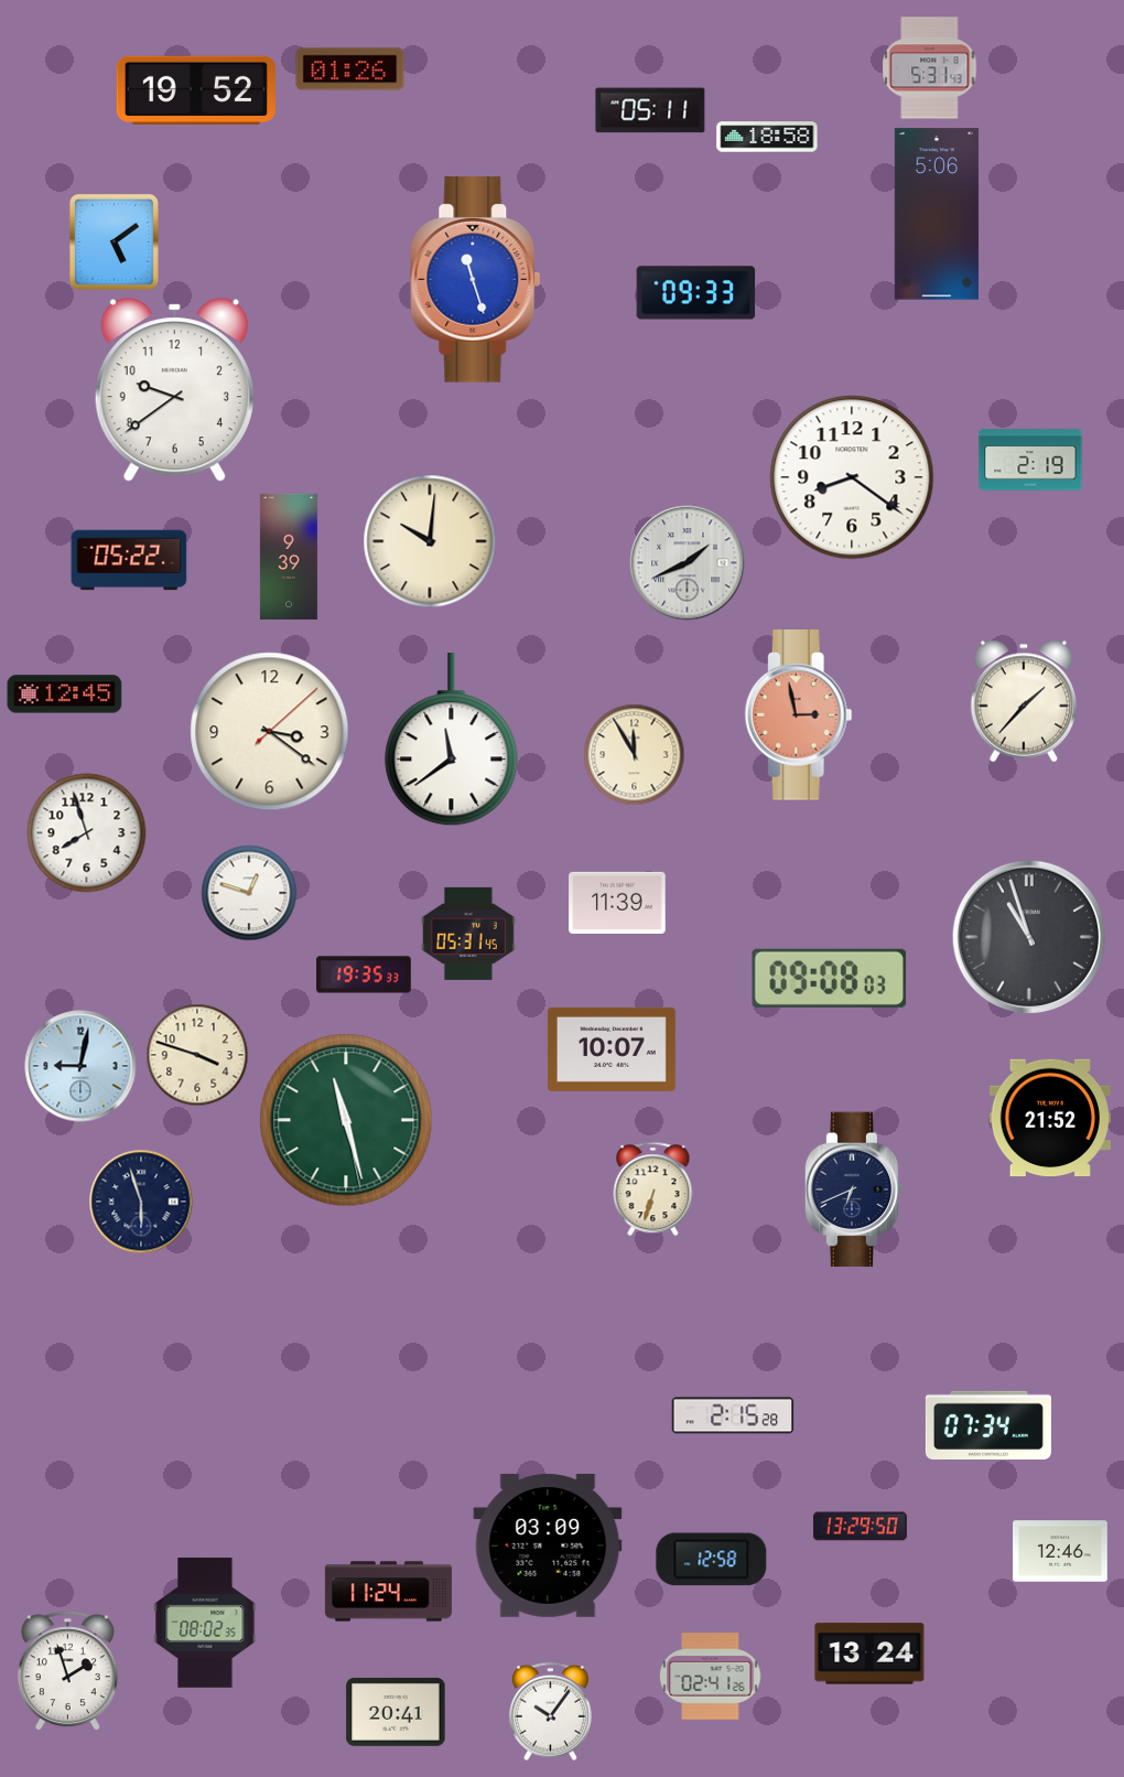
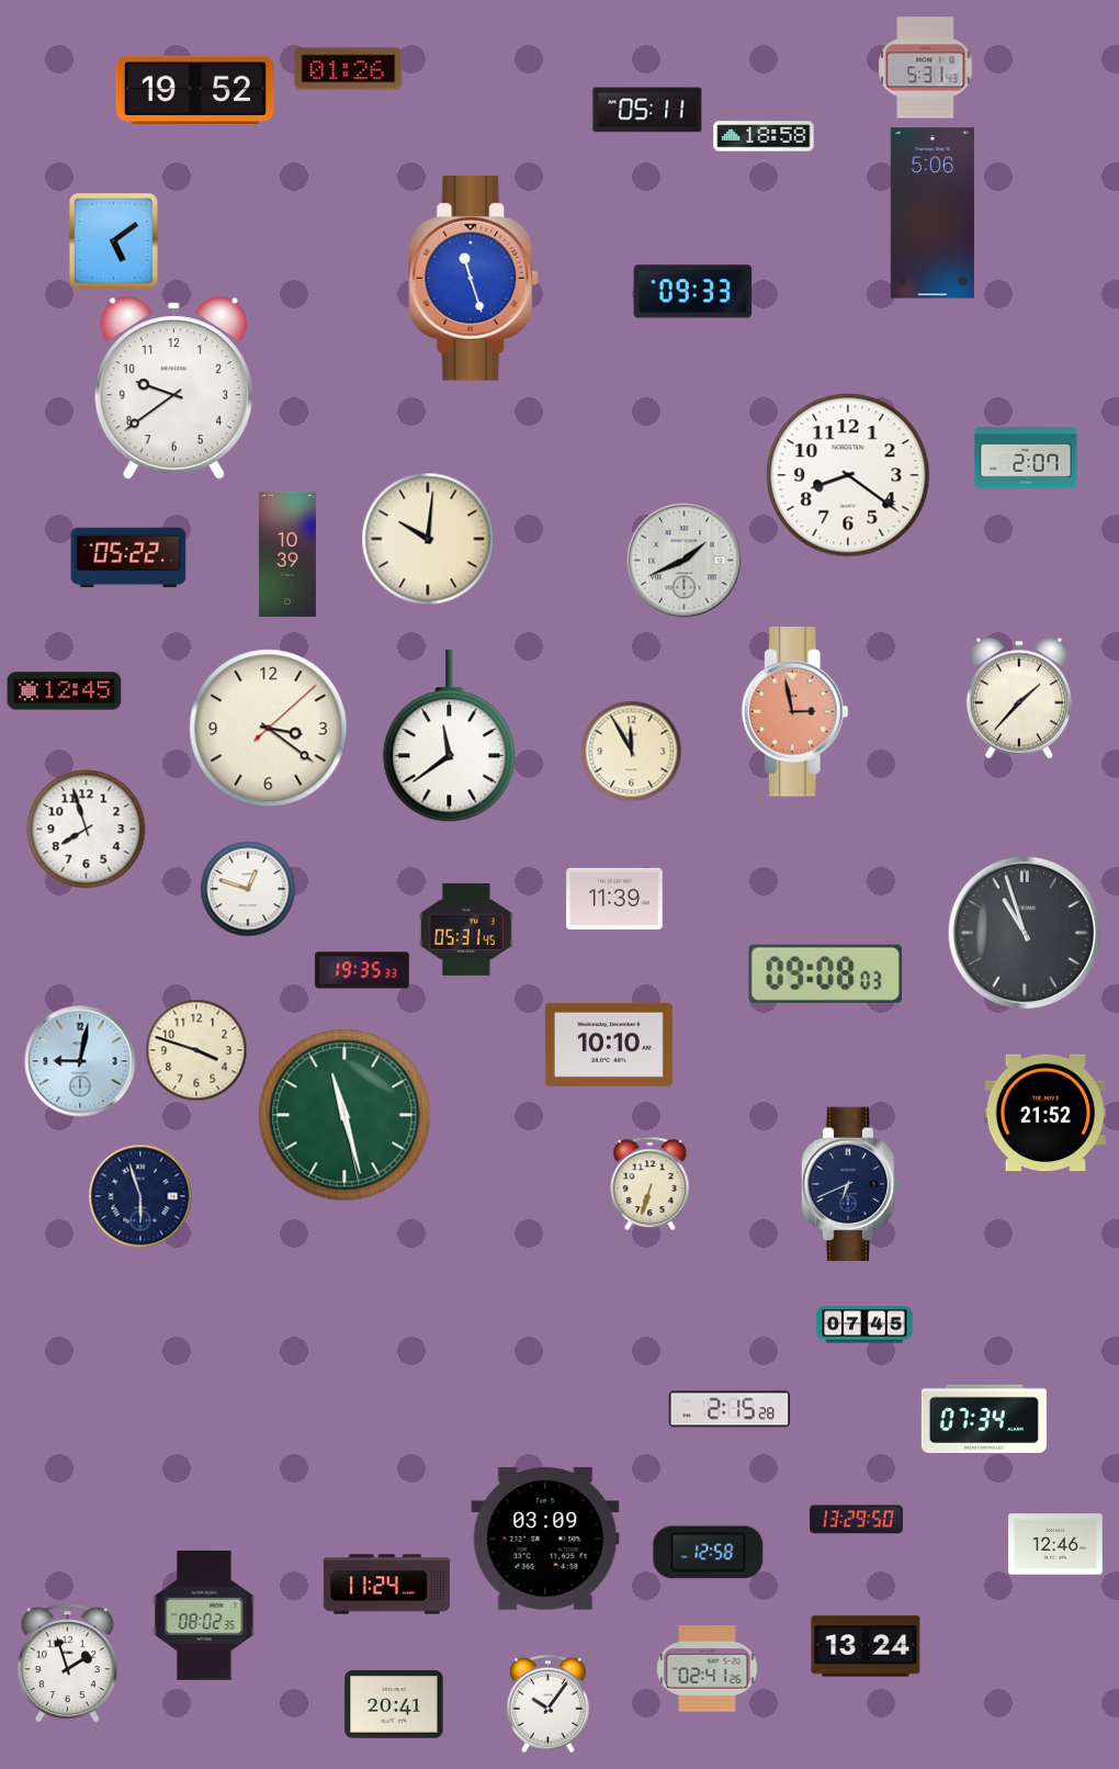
clock at (1030, 460): 2:19 -> 2:07
clock at (289, 557): 9:39 -> 10:39
clock at (612, 1049): 10:07 -> 10:10
clock at (864, 1325): none -> 07:45
